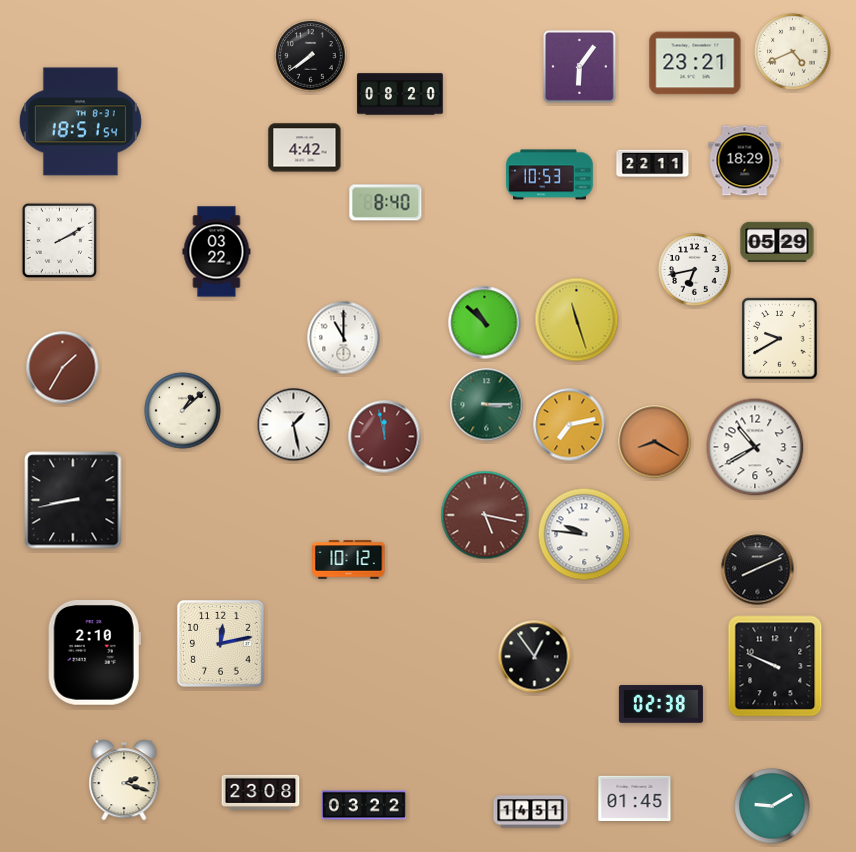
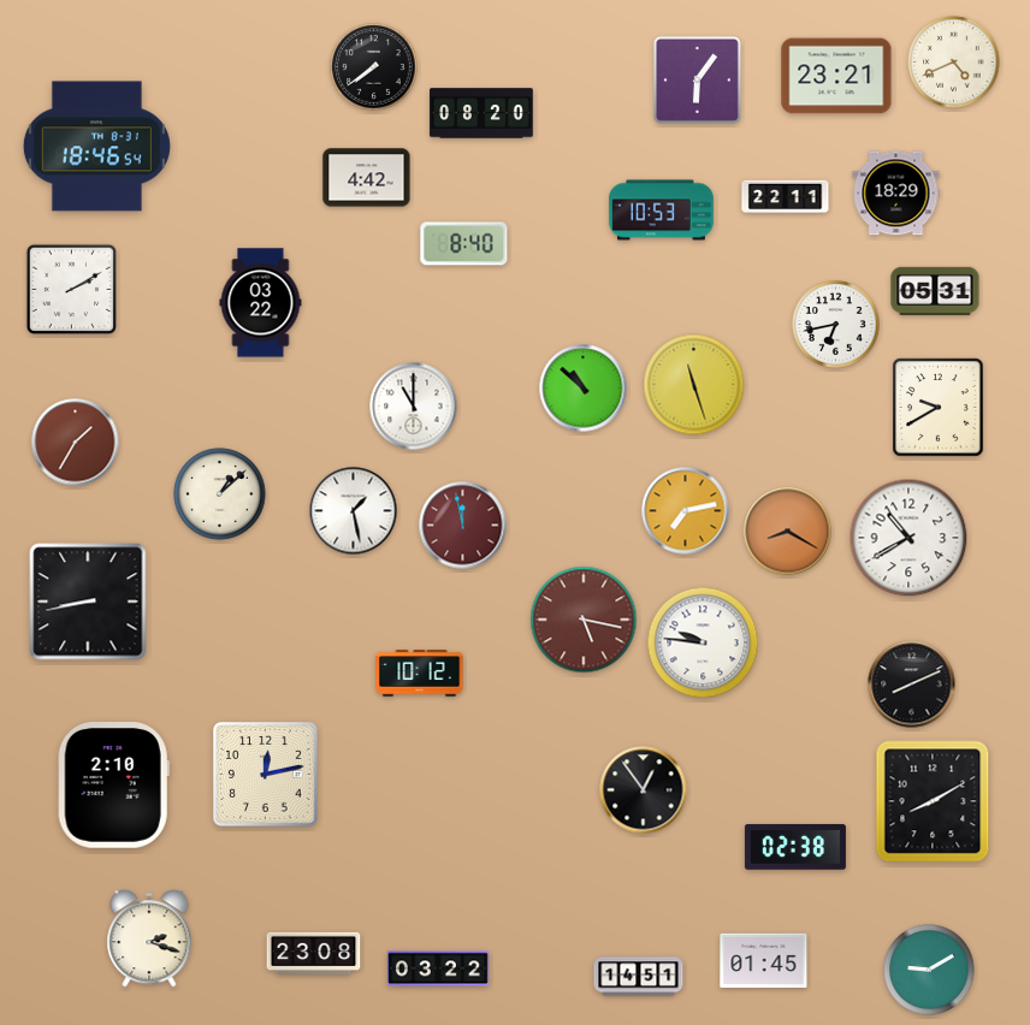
clock at (80, 122): 18:51 -> 18:46
clock at (777, 242): 05:29 -> 05:31
clock at (487, 405): 3:15 -> none
clock at (775, 666): 9:49 -> 8:10
